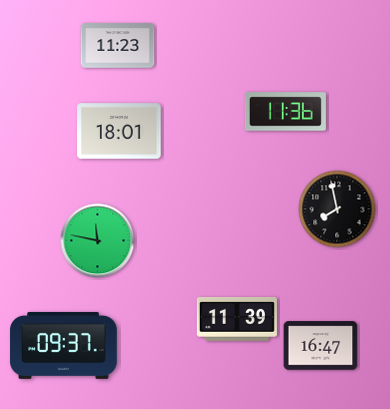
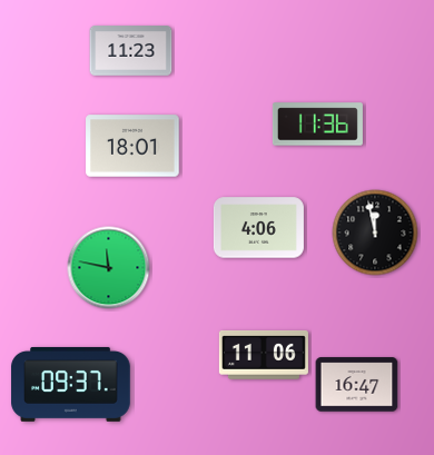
clock at (258, 228): none -> 4:06
clock at (337, 209): 7:58 -> 11:58
clock at (237, 319): 11:39 -> 11:06
